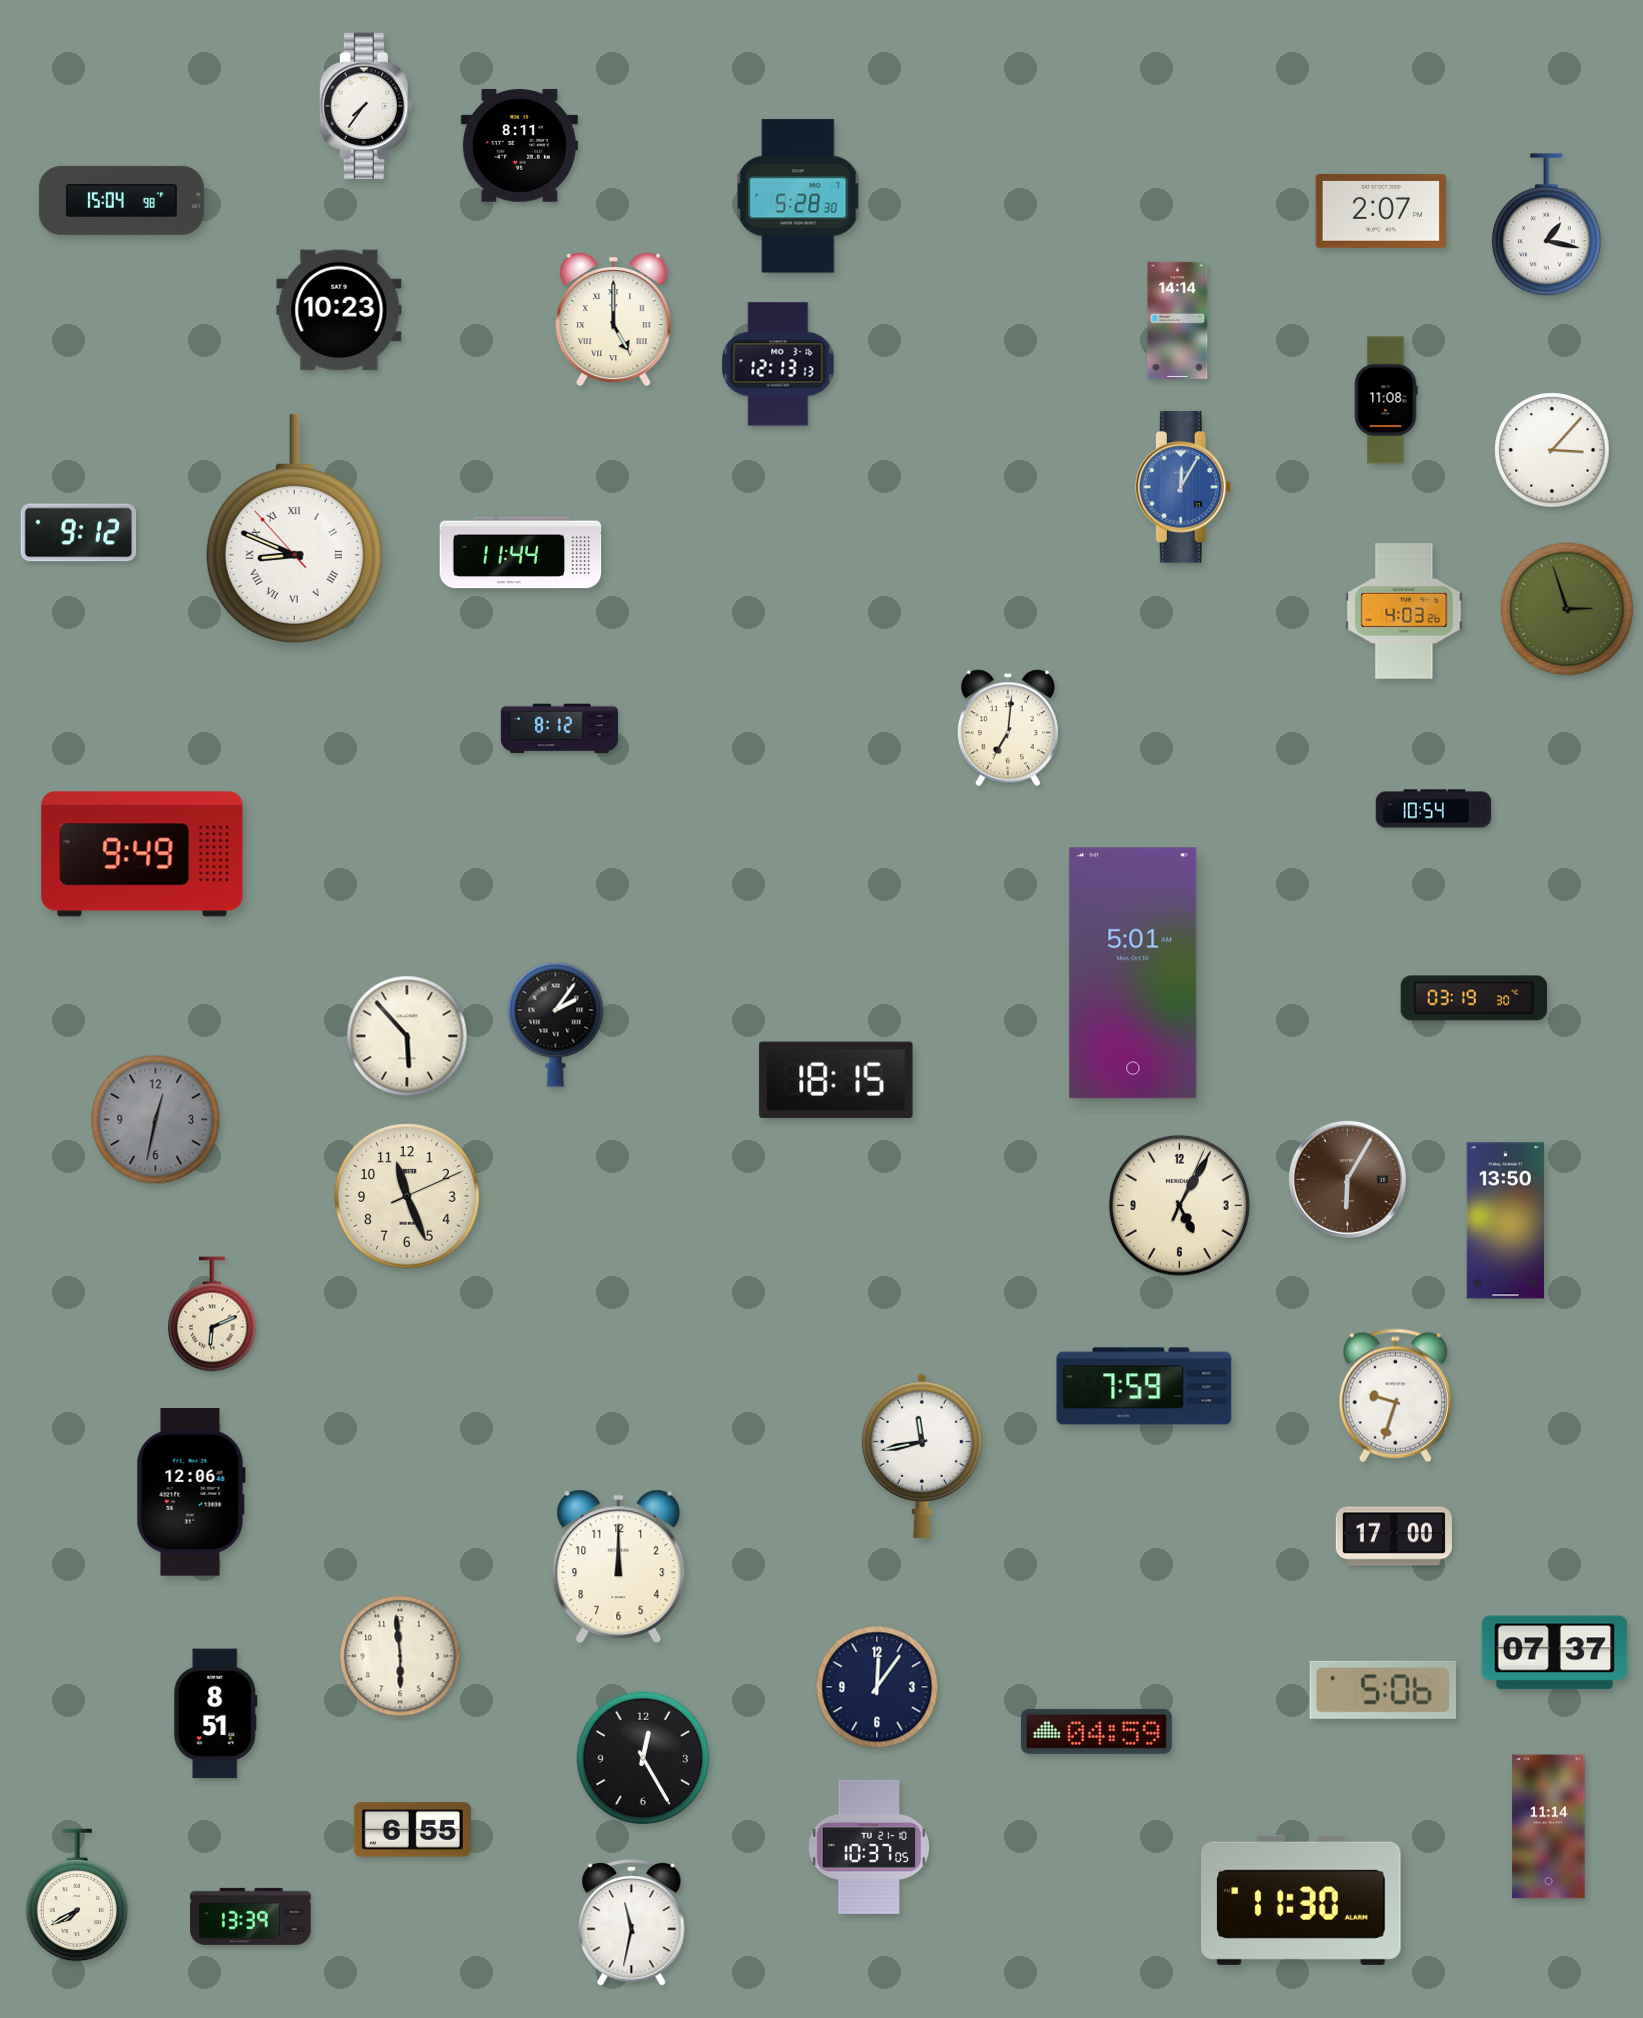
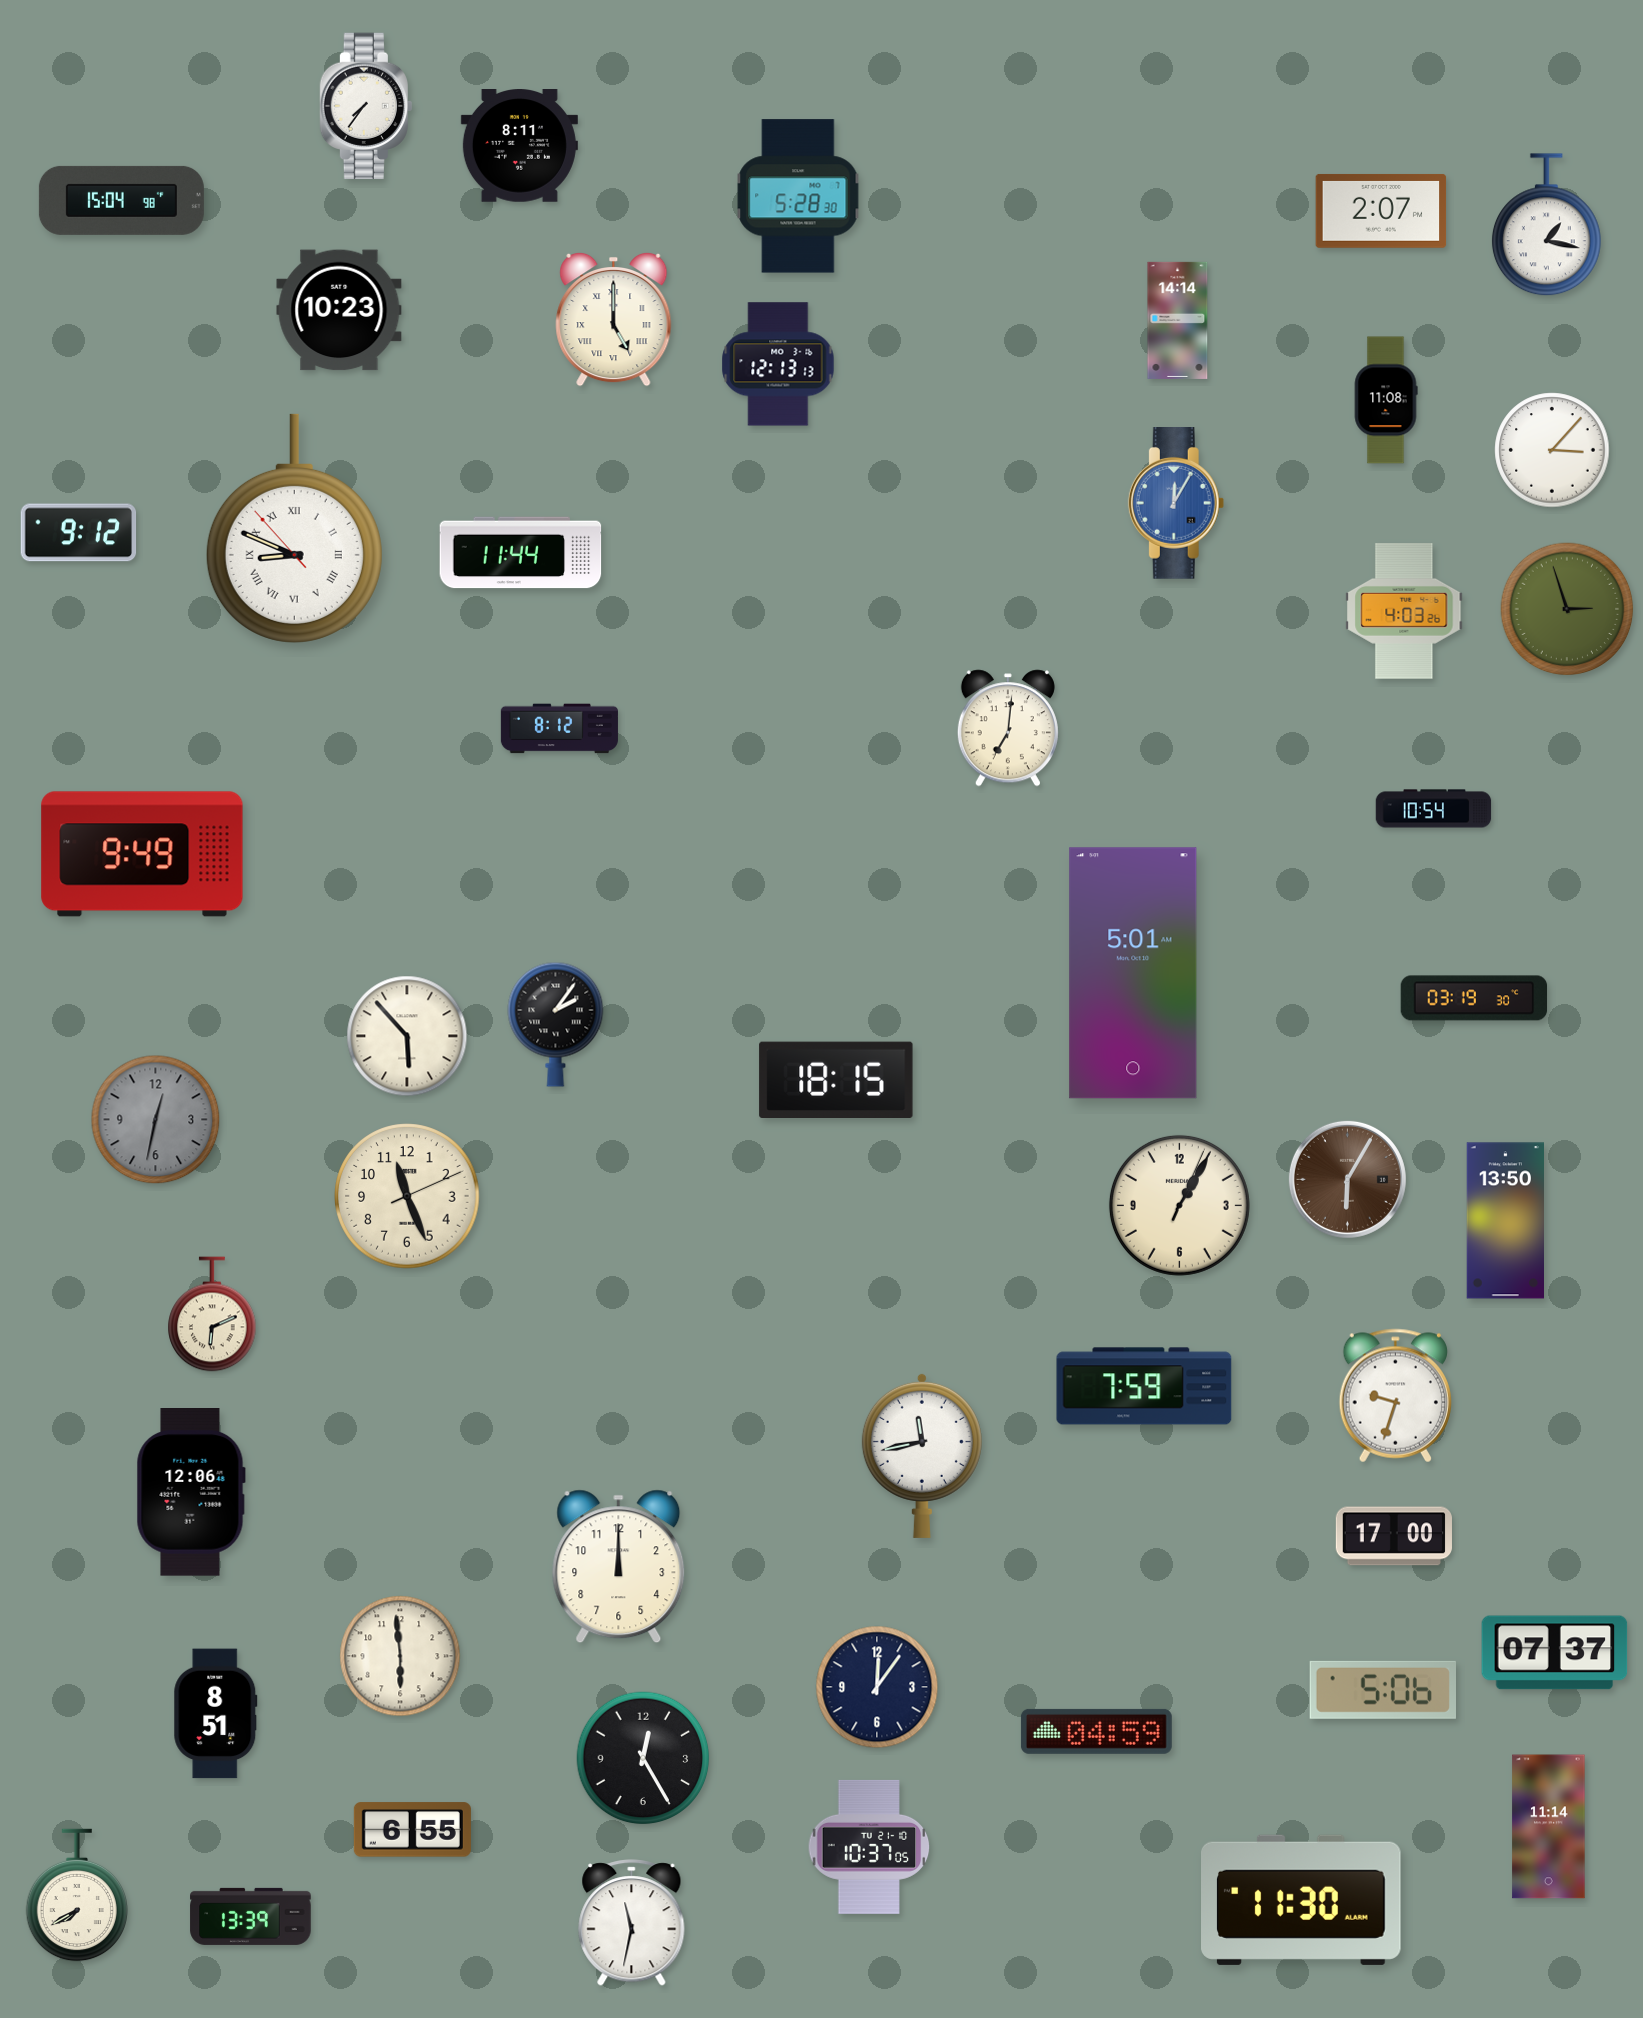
clock at (1183, 487) position: (1183, 487) -> (1176, 503)
clock at (1179, 1205): 5:05 -> 1:05
